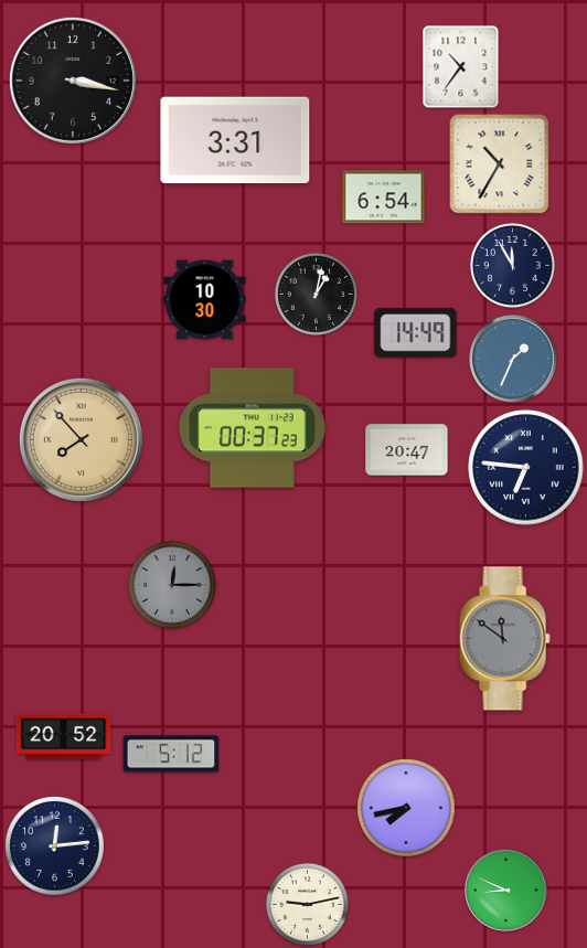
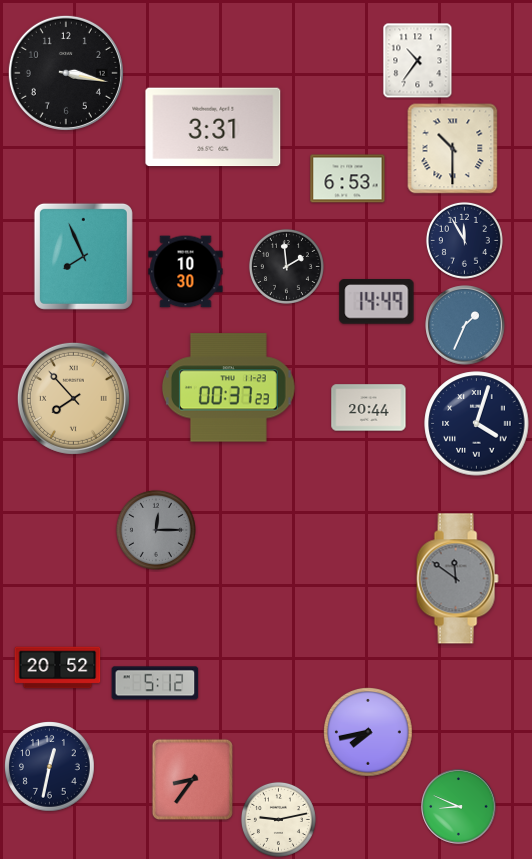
clock at (500, 164): 10:35 -> 10:30
clock at (384, 198): 6:54 -> 6:53
clock at (83, 256): none -> 7:56
clock at (316, 294): 1:02 -> 1:59
clock at (407, 450): 20:47 -> 20:44
clock at (526, 468): 6:46 -> 4:03
clock at (55, 846): 12:14 -> 12:32
clock at (192, 779): none -> 8:36
